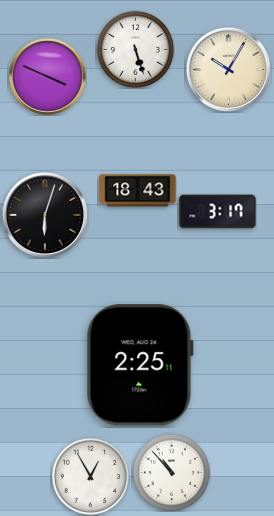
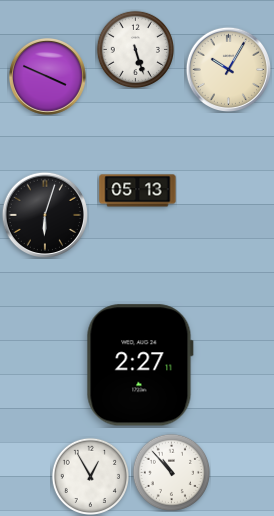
clock at (138, 191): 18:43 -> 05:13
clock at (218, 212): 3:17 -> none
clock at (140, 365): 2:25 -> 2:27
